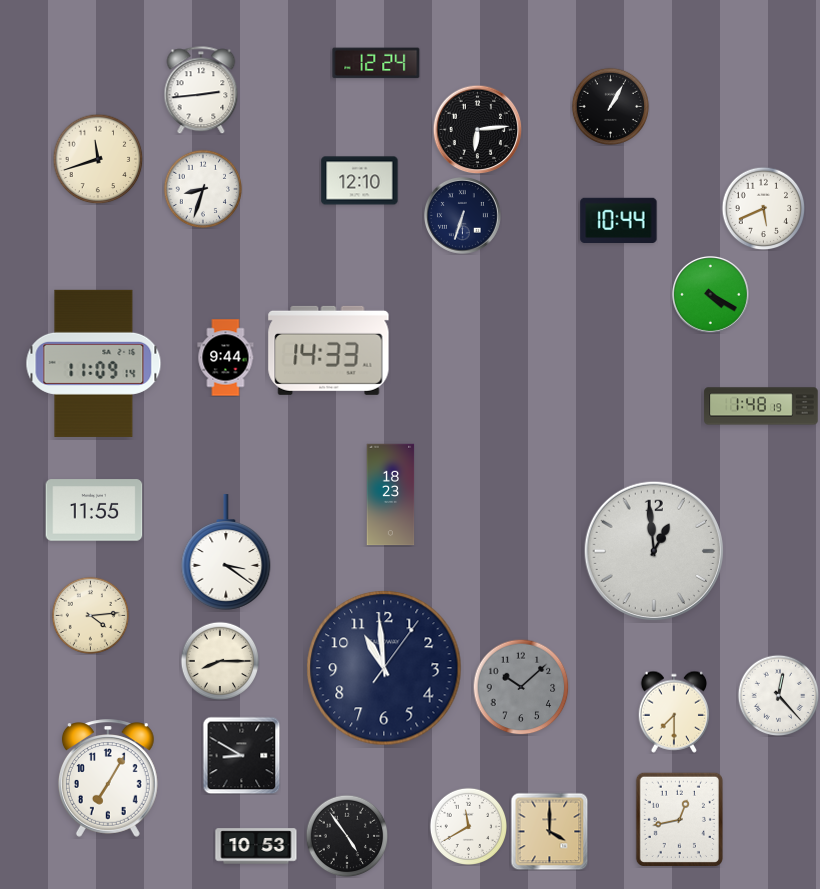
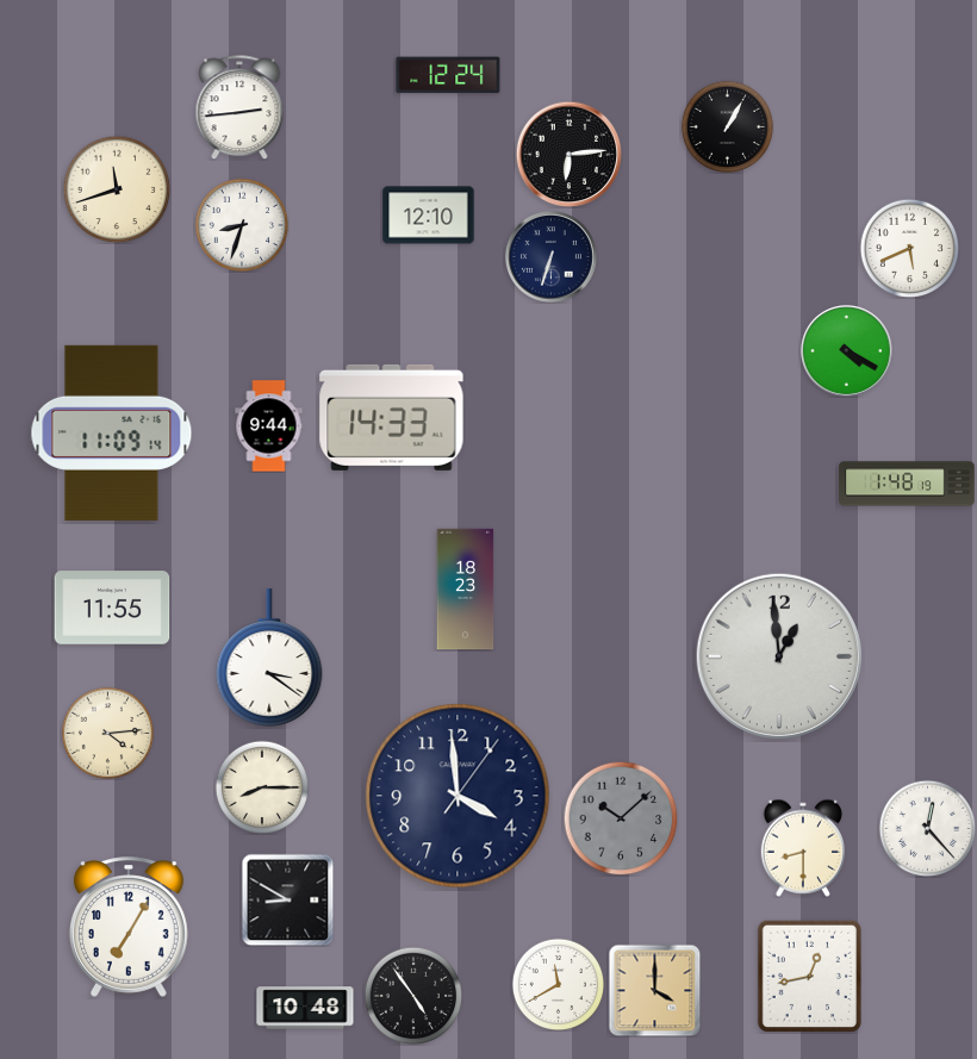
clock at (619, 220): 10:44 -> none
clock at (384, 668): 10:59 -> 3:59
clock at (673, 712): 7:30 -> 8:30
clock at (256, 846): 10:53 -> 10:48
